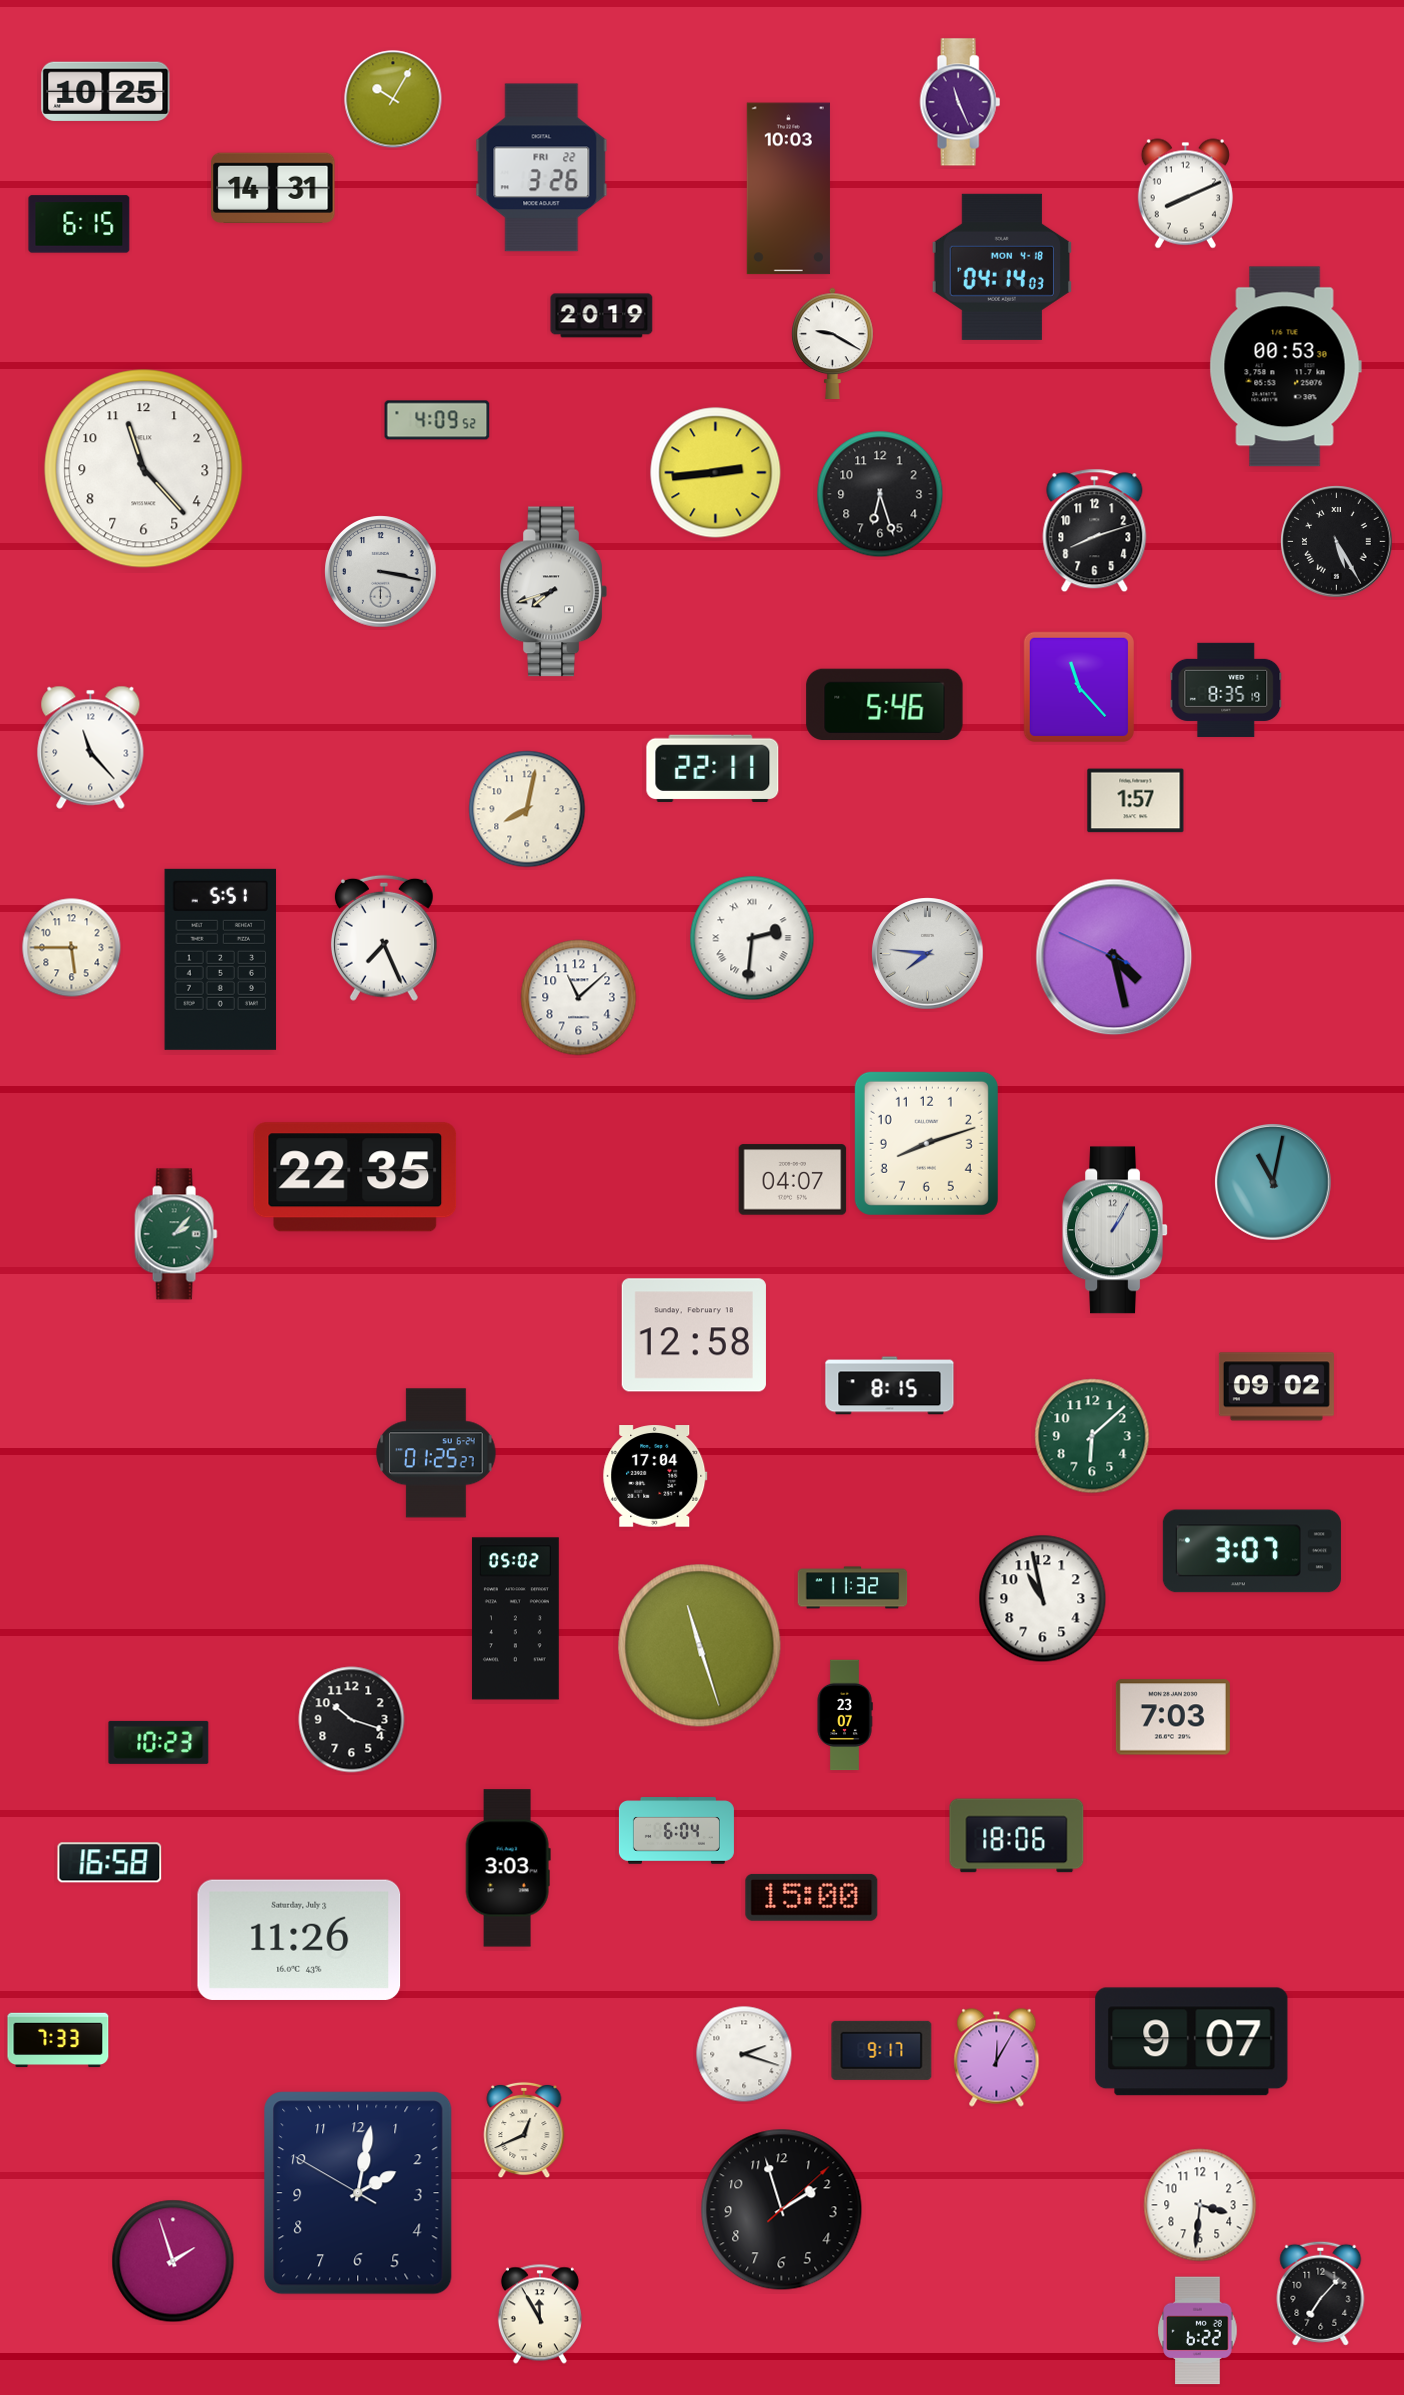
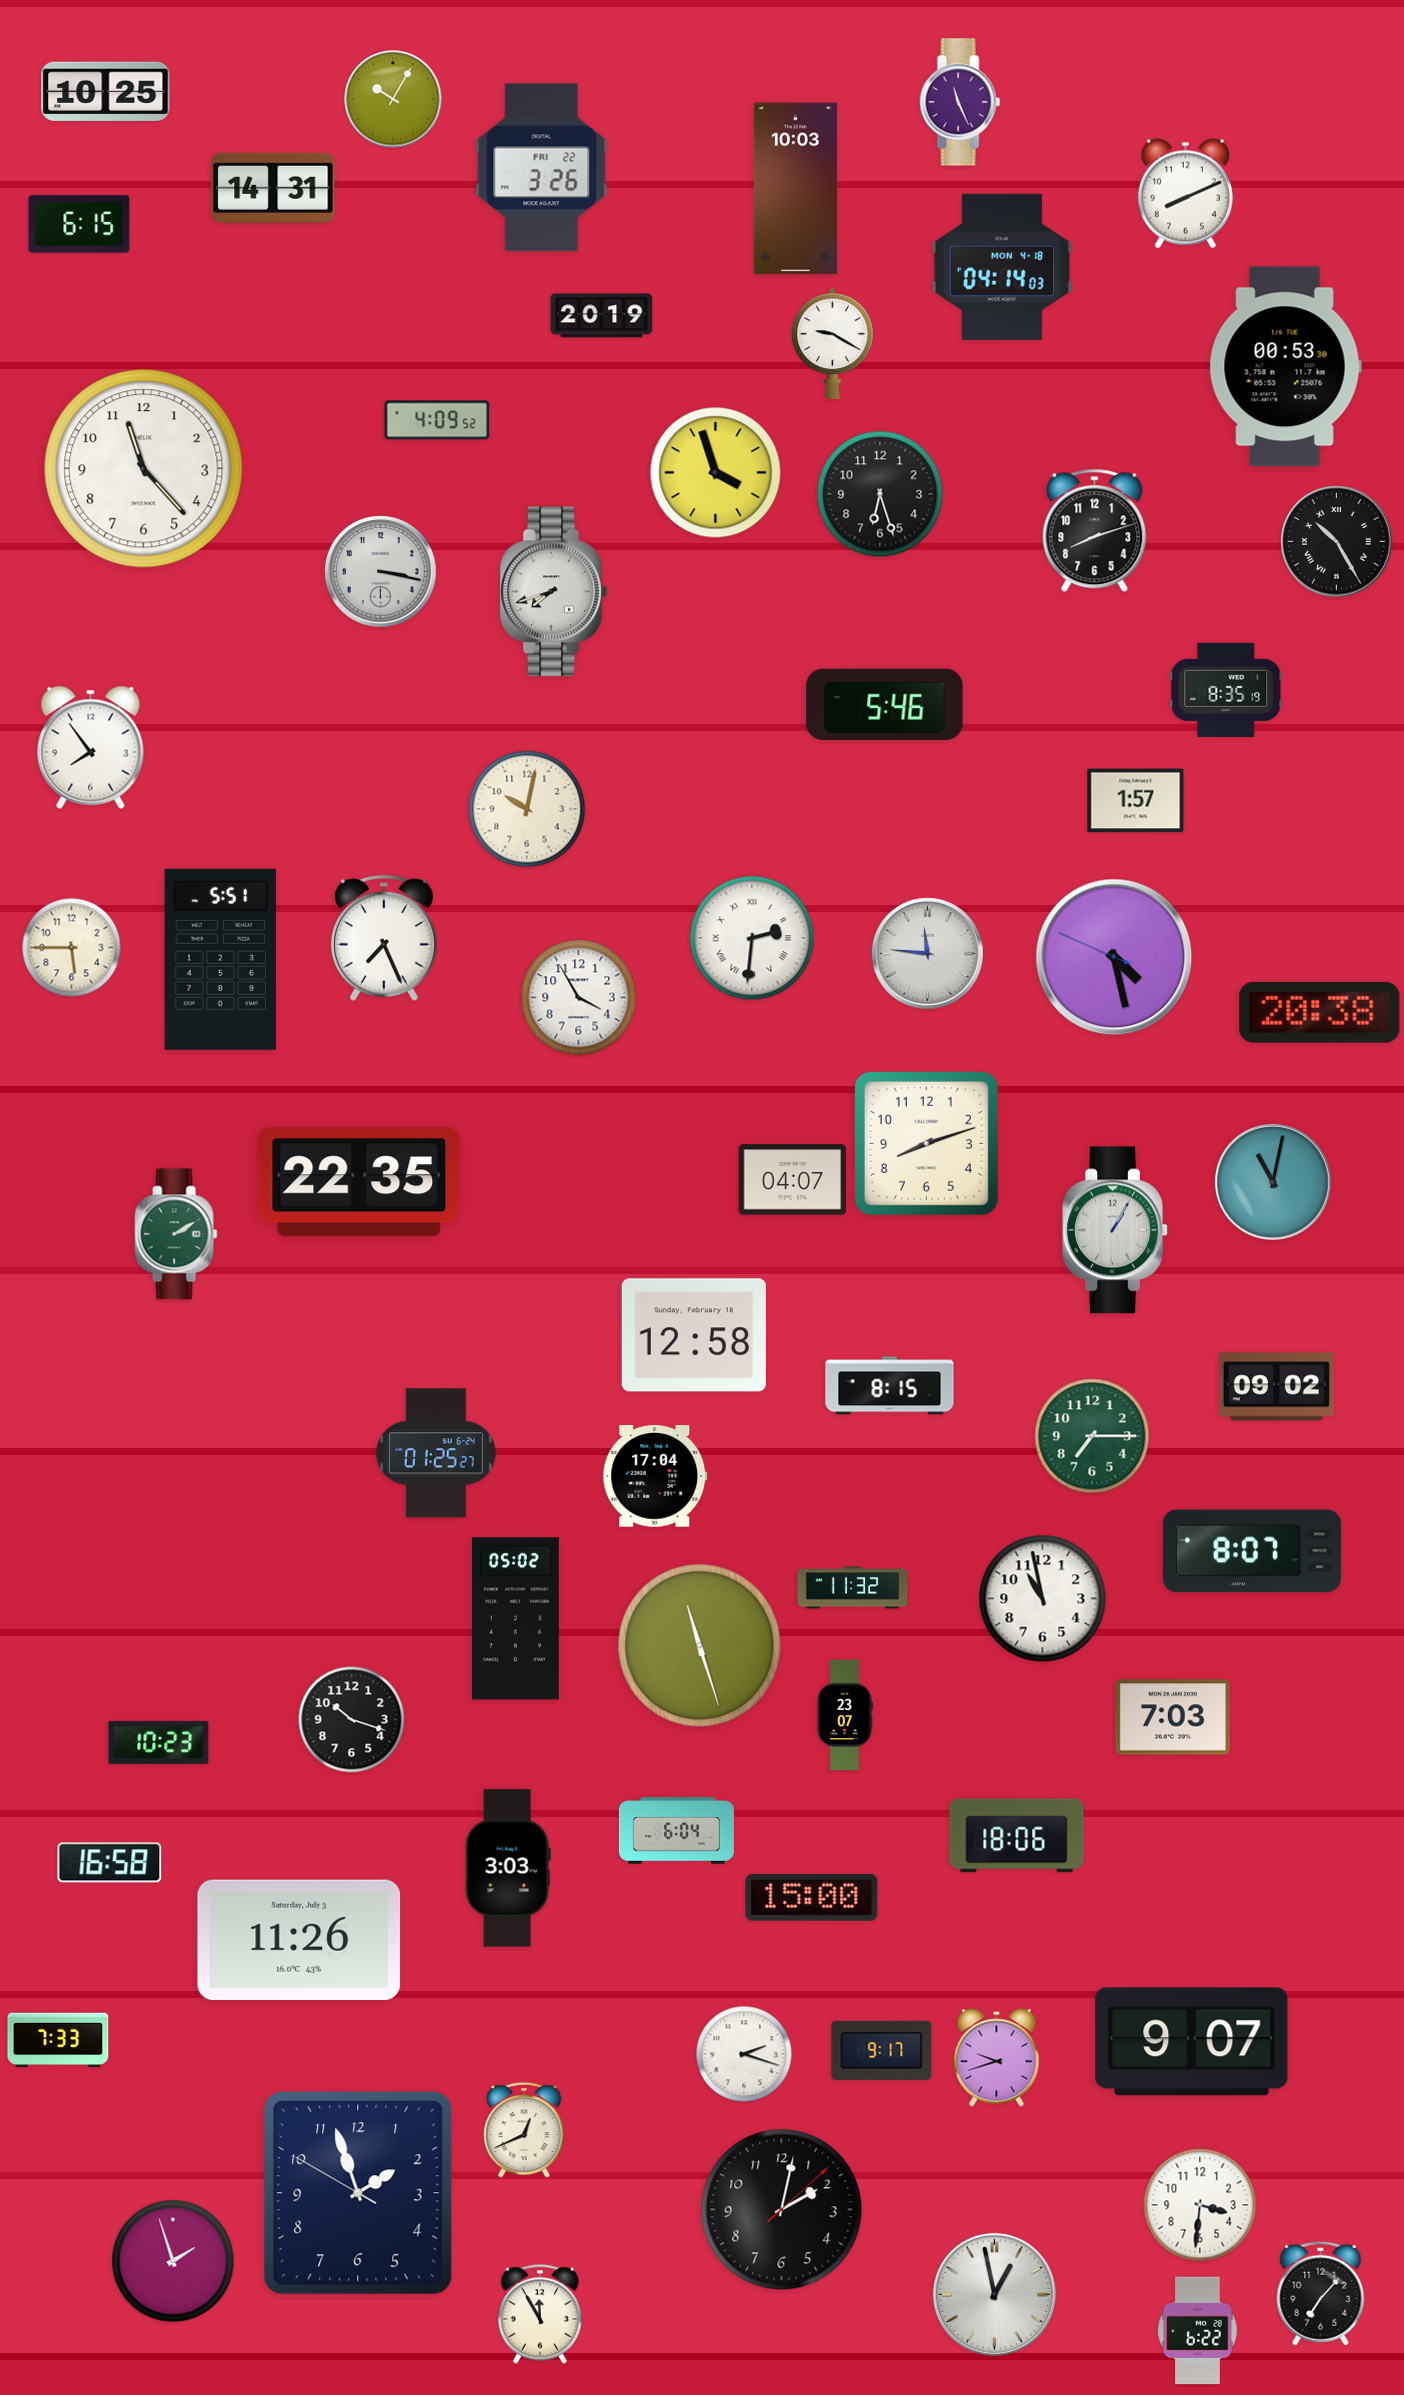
clock at (788, 189) position: (788, 189) -> (795, 189)
clock at (716, 473): 2:44 -> 3:57
clock at (1337, 542): 5:25 -> 10:25
clock at (1079, 687): 11:23 -> none
clock at (91, 747): 11:23 -> 7:54
clock at (713, 768): 22:11 -> none
clock at (527, 809): 8:02 -> 10:02
clock at (928, 954): 7:46 -> 11:46
clock at (579, 998): 11:08 -> 3:55
clock at (1320, 1012): none -> 20:38
clock at (355, 1177) position: (355, 1177) -> (359, 1182)
clock at (176, 1234): 2:07 -> 2:10
clock at (1092, 1436): 6:08 -> 7:15
clock at (1252, 1551): 3:07 -> 8:07
clock at (997, 2058): 12:05 -> 9:42
clock at (358, 2193): 2:01 -> 1:56
clock at (782, 2210): 1:57 -> 2:02
clock at (994, 2294): none -> 12:58
